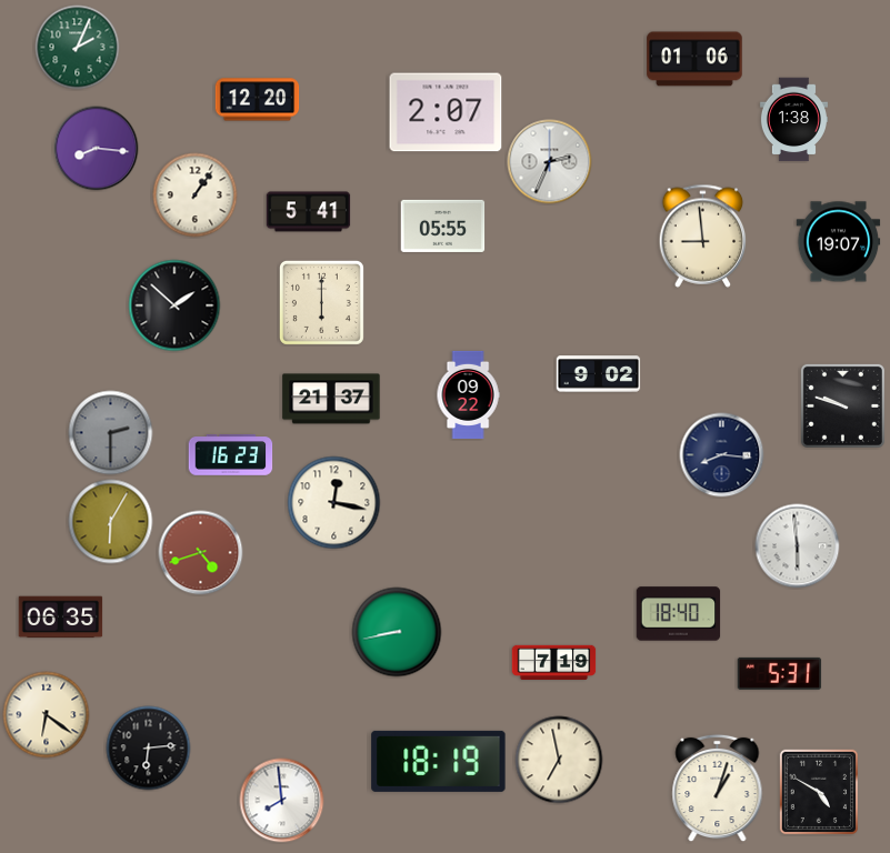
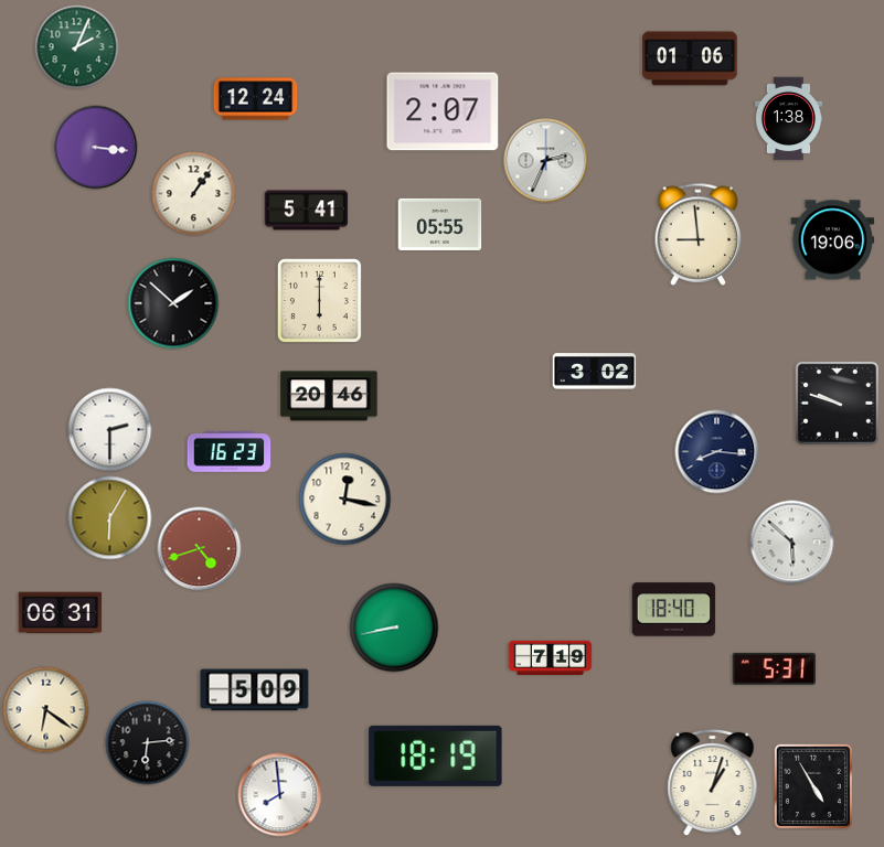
clock at (258, 100): 12:20 -> 12:24
clock at (97, 149): 8:16 -> 3:16
clock at (839, 242): 19:07 -> 19:06
clock at (599, 374): 9:02 -> 3:02
clock at (468, 394): 09:22 -> none
clock at (331, 399): 21:37 -> 20:46
clock at (111, 433) dial: grey -> white
clock at (334, 503) position: (334, 503) -> (345, 500)
clock at (798, 546): 5:59 -> 5:52
clock at (61, 618): 06:35 -> 06:31
clock at (255, 690): none -> 5:09
clock at (559, 760): 6:58 -> none
clock at (819, 792): 4:50 -> 4:55
